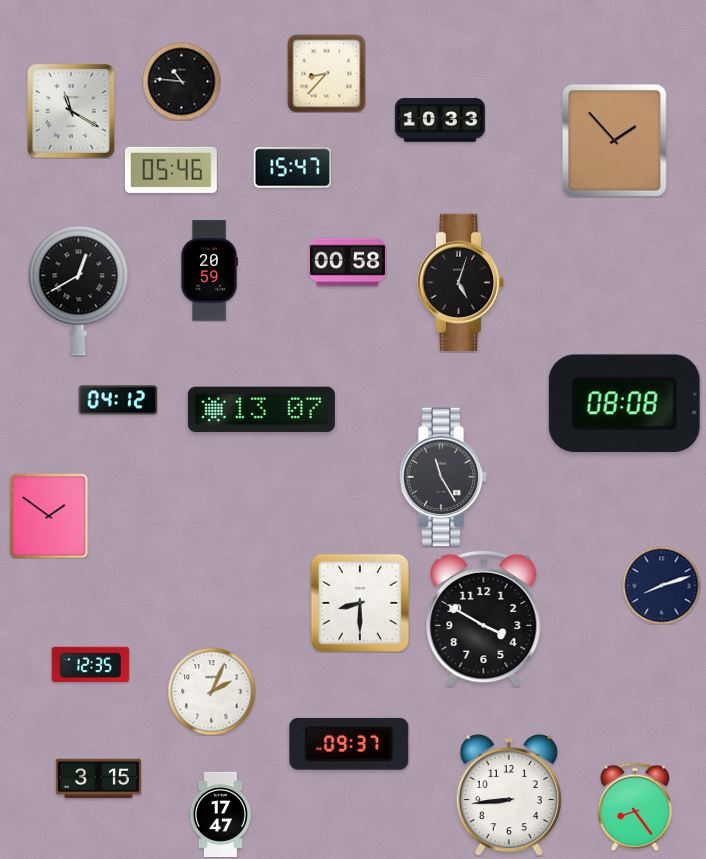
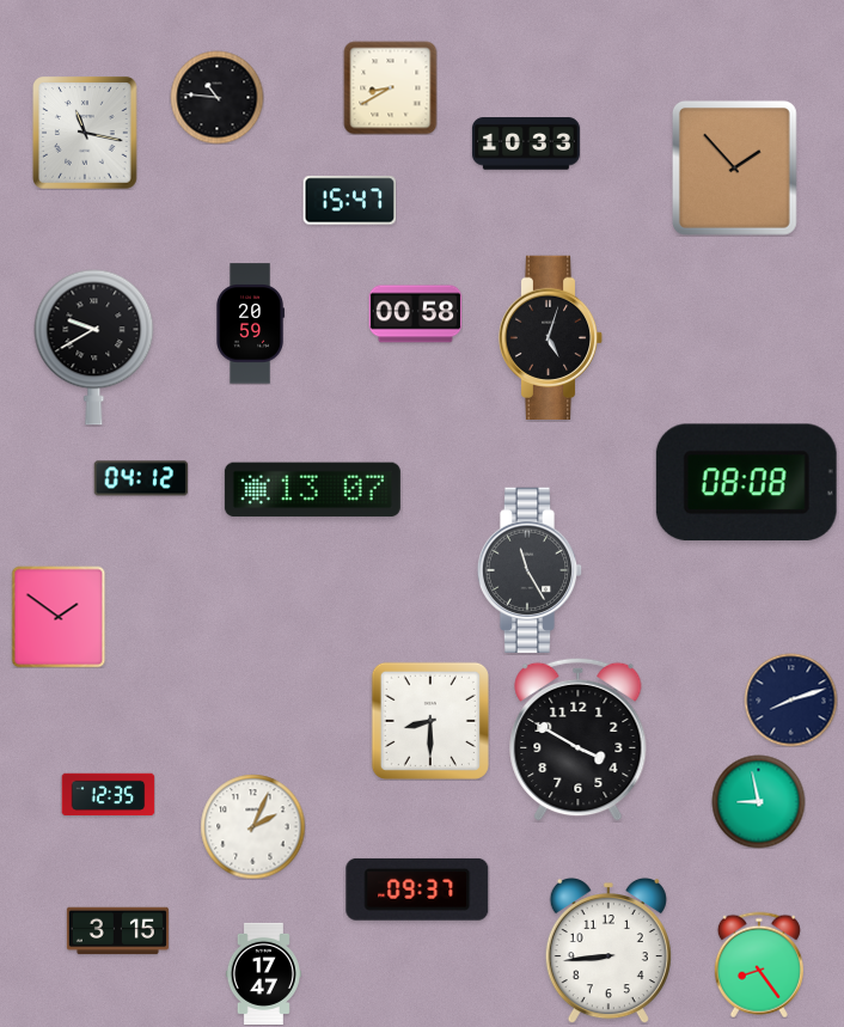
clock at (326, 73): 8:37 -> 8:40
clock at (72, 111): 11:20 -> 11:17
clock at (171, 170): 05:46 -> none
clock at (79, 291): 12:40 -> 9:40
clock at (758, 801): none -> 8:58
